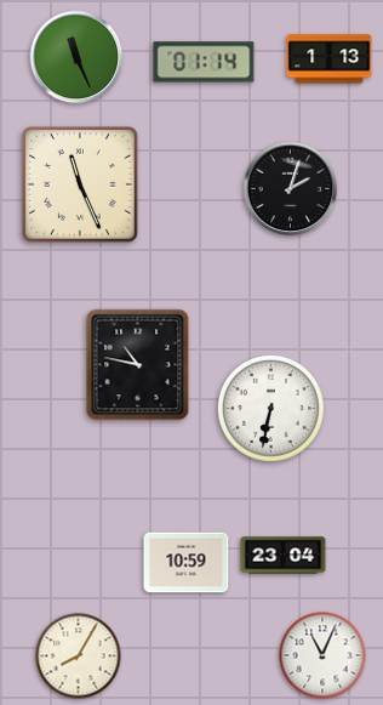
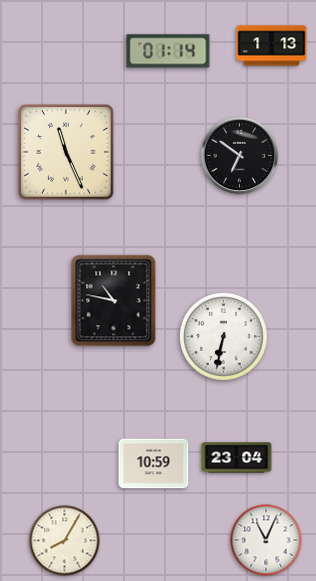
clock at (76, 57): 11:26 -> none
clock at (330, 59) position: (330, 59) -> (272, 46)
clock at (291, 189): 2:03 -> 6:51
clock at (284, 556) position: (284, 556) -> (237, 458)
